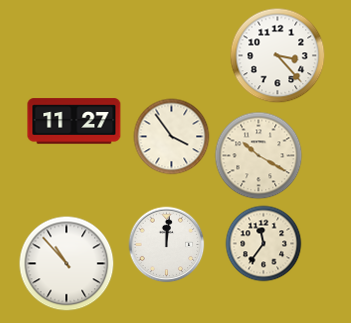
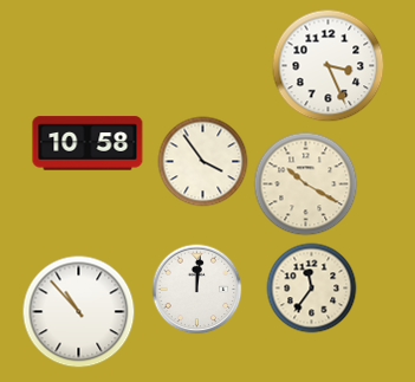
clock at (278, 56): 3:23 -> 3:26
clock at (74, 121): 11:27 -> 10:58
